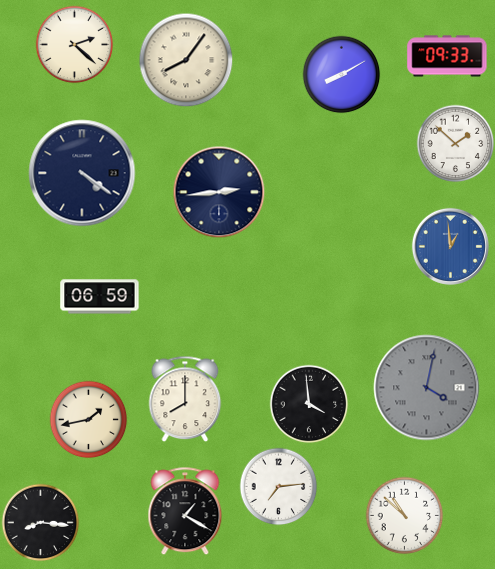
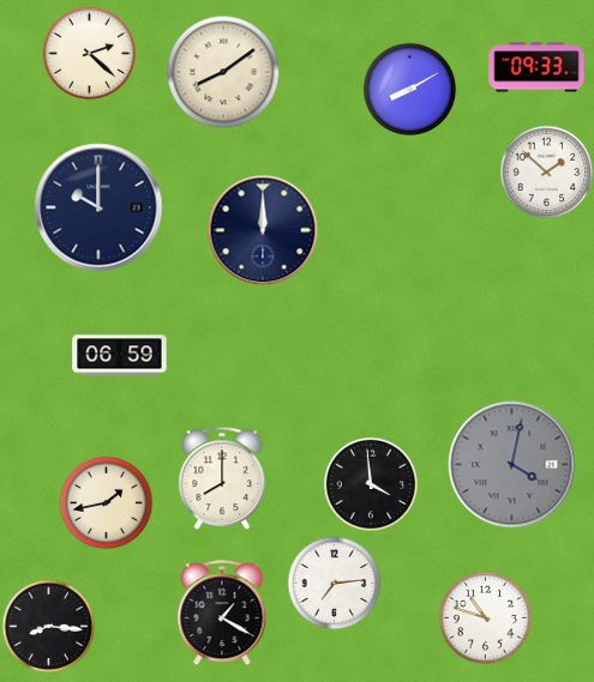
clock at (186, 60): 8:06 -> 8:09
clock at (82, 173): 4:21 -> 10:00
clock at (219, 192): 2:44 -> 12:00
clock at (450, 246): 12:59 -> none
clock at (404, 515): 10:52 -> 10:48
